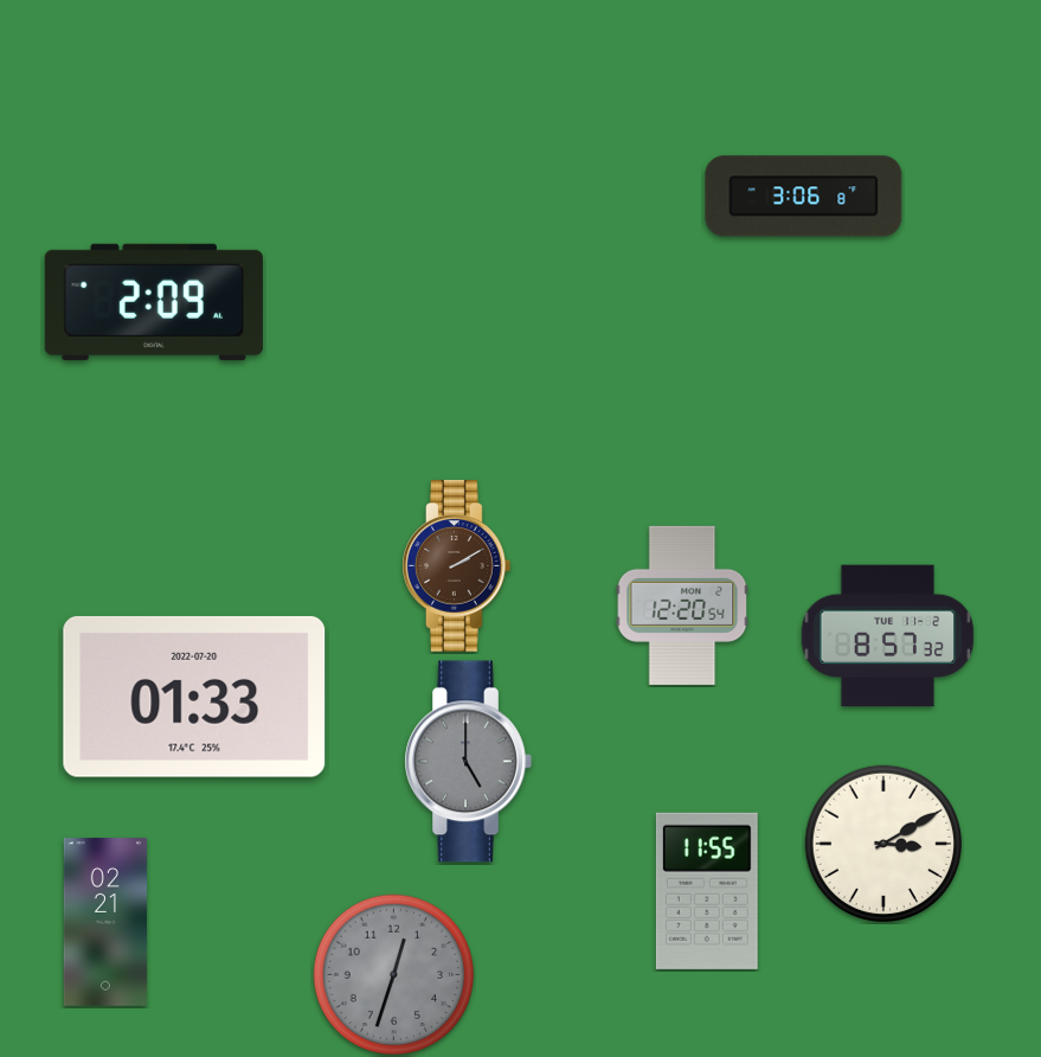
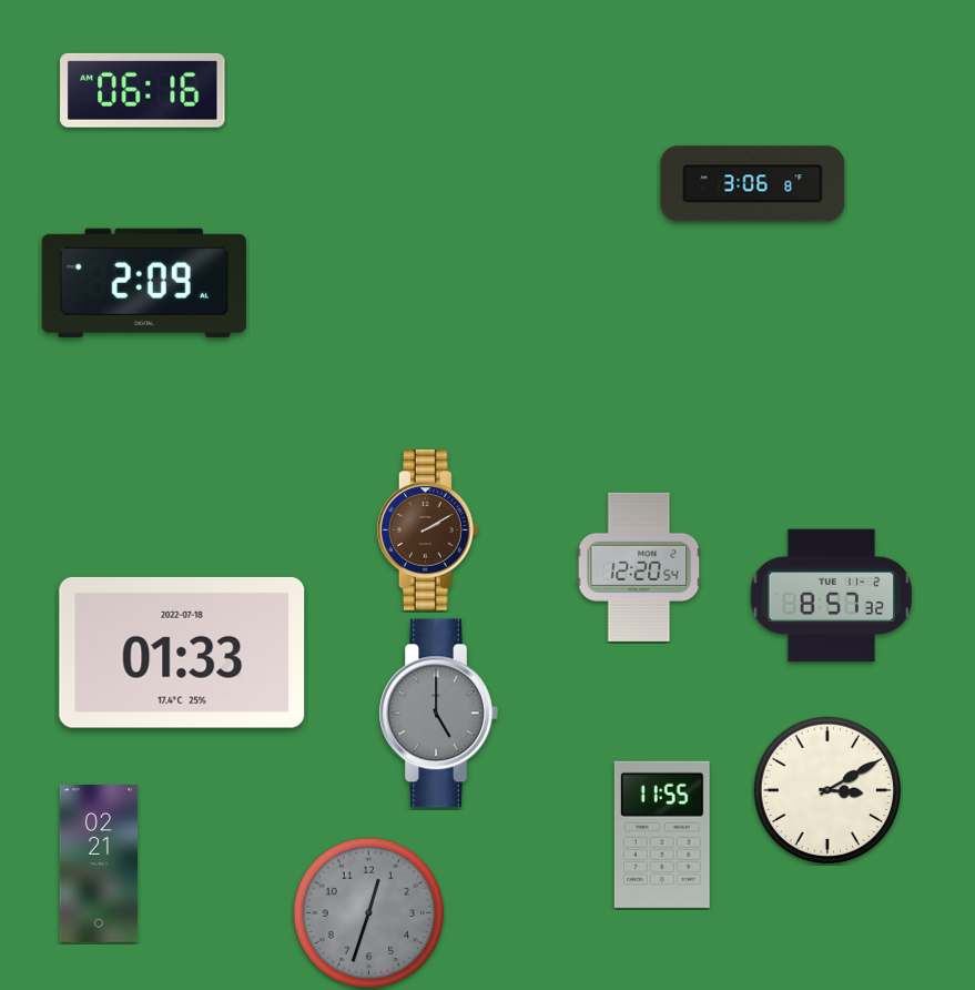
clock at (143, 90): none -> 06:16
clock at (194, 697) date: 2022-07-20 -> 2022-07-18
